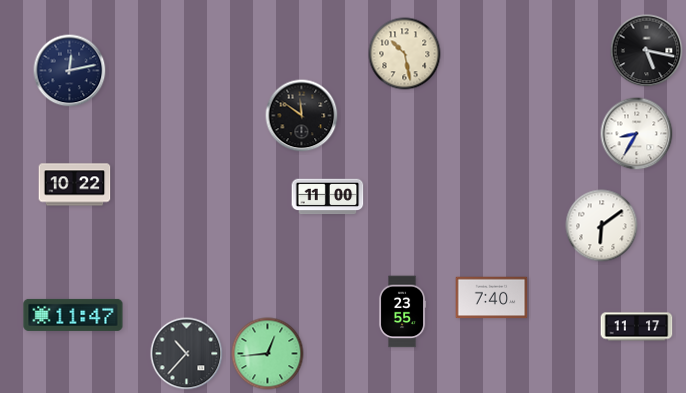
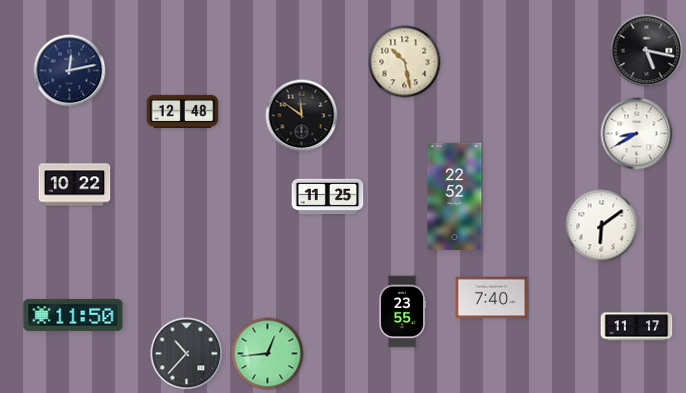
clock at (405, 54) position: (405, 54) -> (405, 62)
clock at (183, 111): none -> 12:48
clock at (637, 134): 8:35 -> 8:40
clock at (328, 197): 11:00 -> 11:25
clock at (455, 197): none -> 22:52
clock at (73, 315): 11:47 -> 11:50
